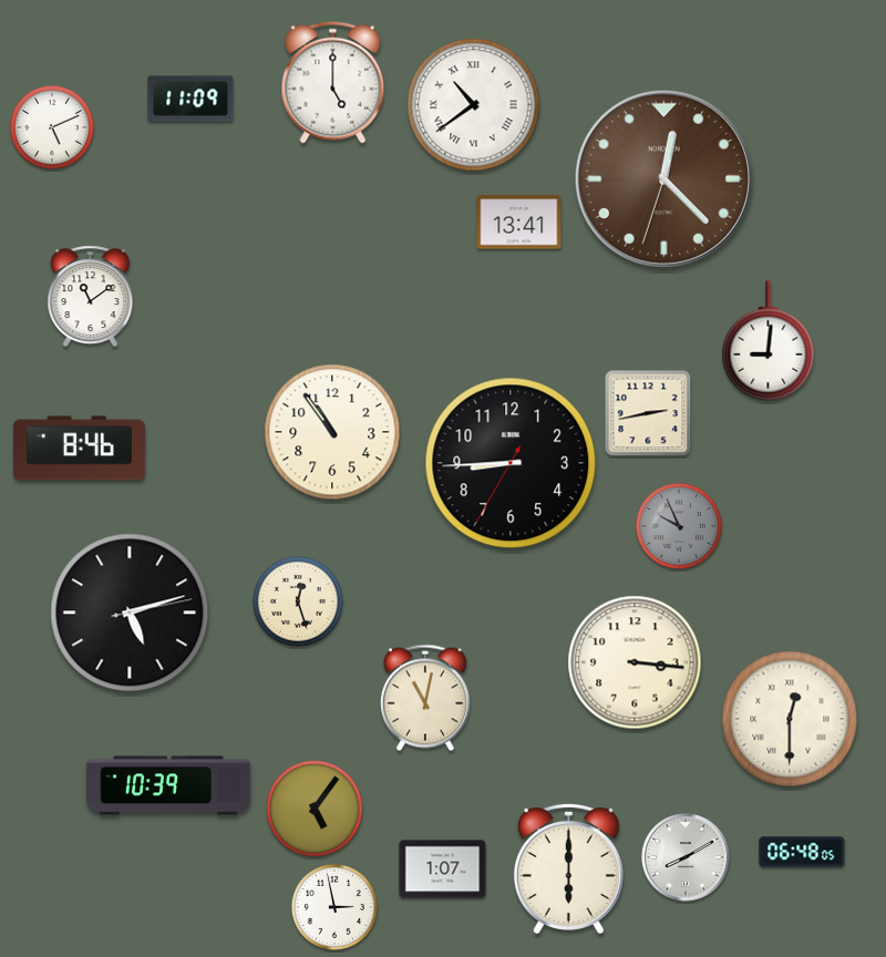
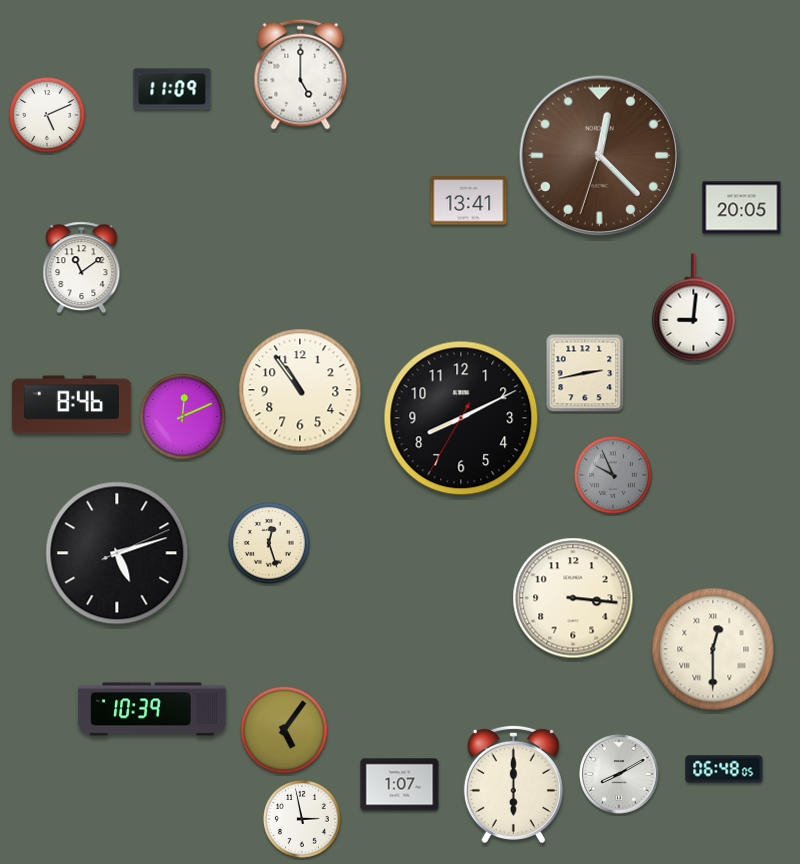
clock at (474, 105): 10:39 -> none
clock at (663, 178) position: (663, 178) -> (599, 155)
clock at (742, 208): none -> 20:05
clock at (183, 417): none -> 12:11
clock at (511, 463): 8:44 -> 8:10
clock at (130, 613): 5:12:13 -> 5:12:11
clock at (425, 698): 11:02 -> none
